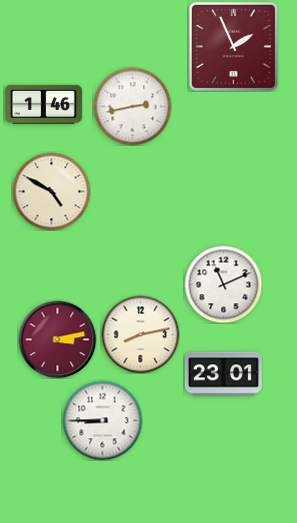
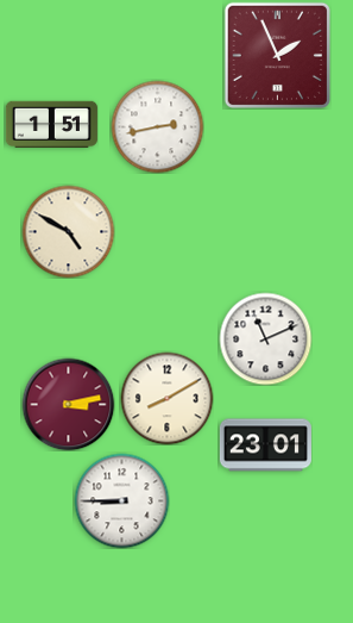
clock at (43, 104): 1:46 -> 1:51
clock at (51, 191) position: (51, 191) -> (68, 231)
clock at (140, 334): 8:13 -> 8:10
